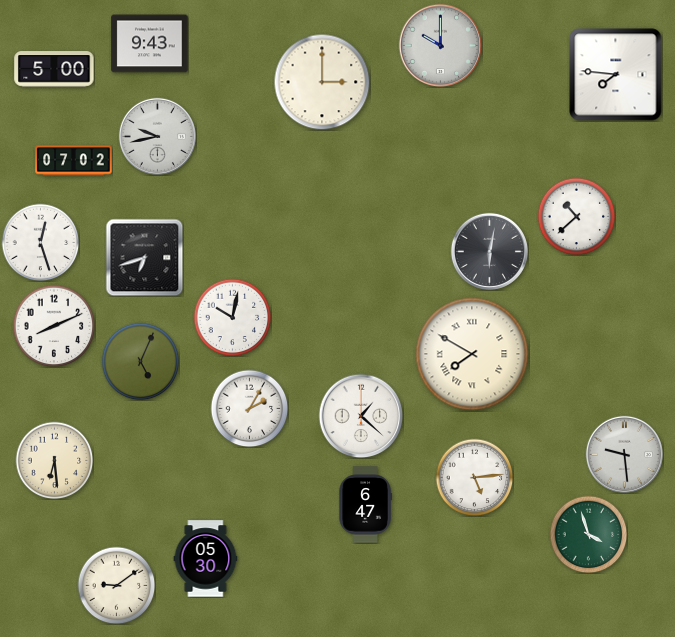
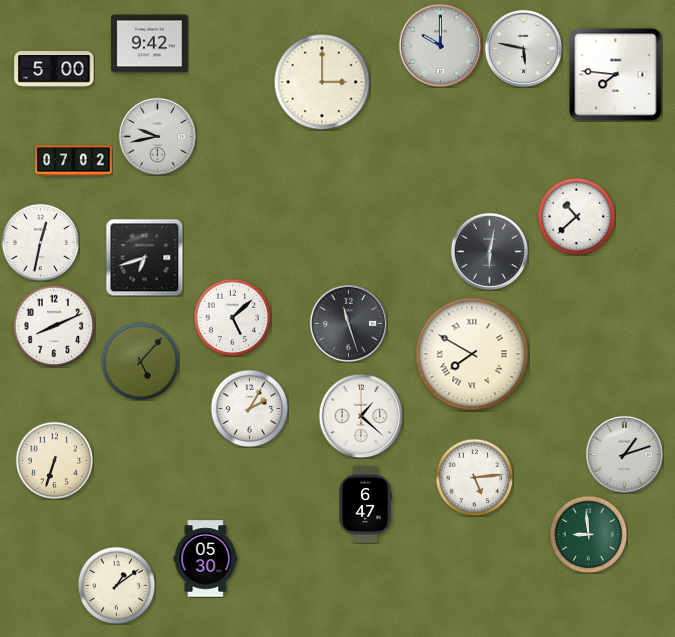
clock at (150, 44): 9:43 -> 9:42
clock at (523, 48): none -> 5:47
clock at (40, 242): 12:27 -> 12:32
clock at (232, 317): 10:02 -> 5:08
clock at (348, 323): none -> 11:27
clock at (140, 361): 5:04 -> 5:07
clock at (624, 454): 9:29 -> 1:12
clock at (54, 460): 6:29 -> 6:33
clock at (588, 534): 3:57 -> 8:59
clock at (116, 585): 9:09 -> 1:09
